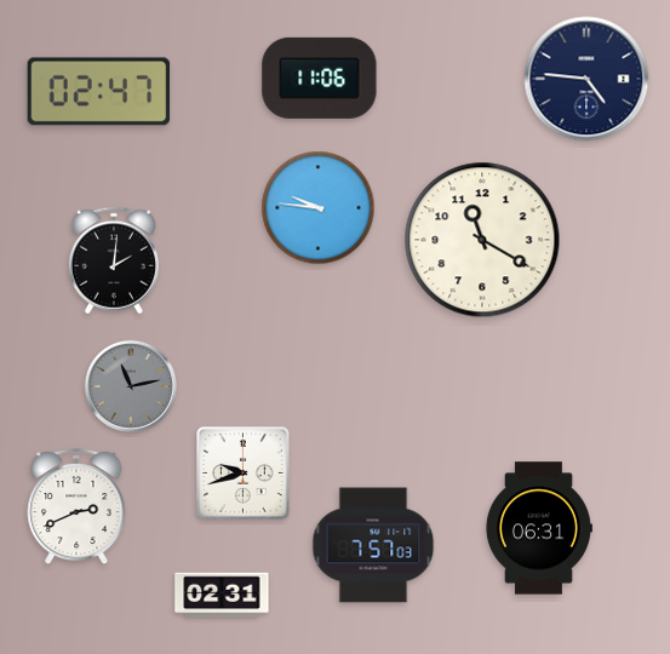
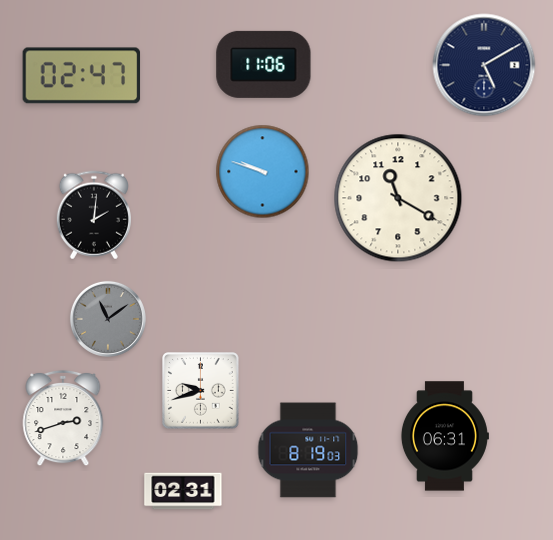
clock at (586, 79): 4:46 -> 5:10
clock at (319, 208): 9:46 -> 9:48
clock at (131, 386): 11:13 -> 11:09
clock at (76, 506): 2:41 -> 2:42
clock at (373, 545): 7:57 -> 8:19
